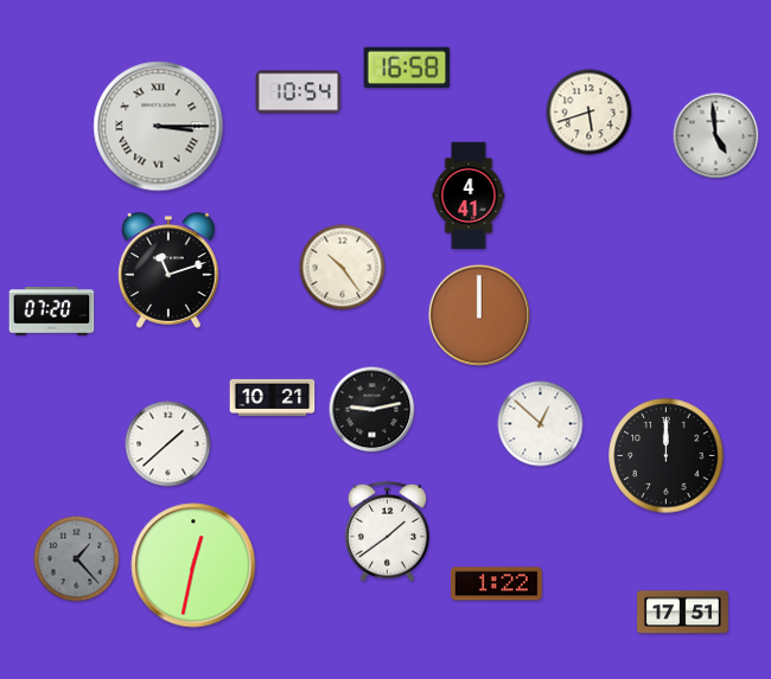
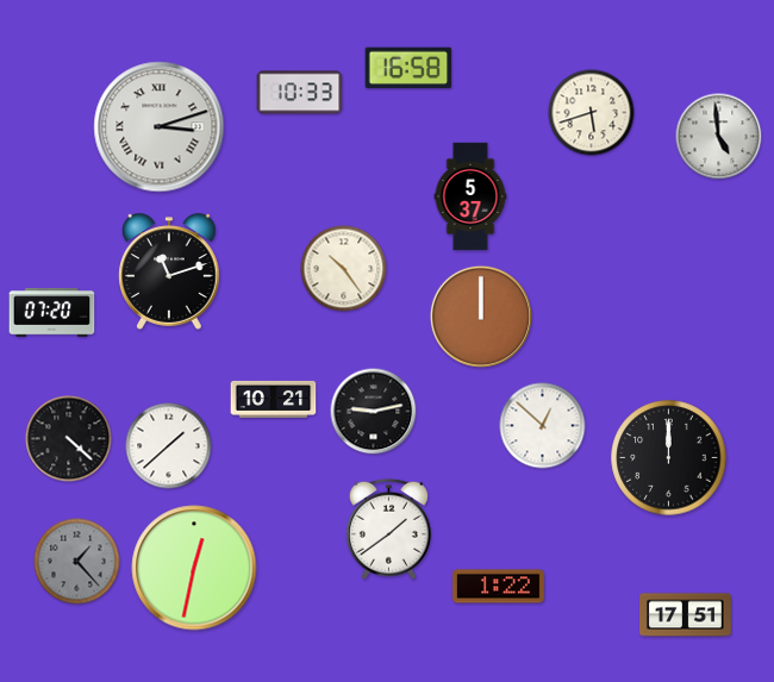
clock at (299, 92): 10:54 -> 10:33
clock at (159, 127): 3:15 -> 3:12
clock at (469, 196): 4:41 -> 5:37
clock at (69, 439): none -> 4:22
clock at (387, 531) position: (387, 531) -> (388, 528)
